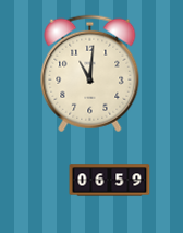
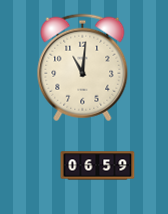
clock at (110, 181) position: (110, 181) -> (98, 166)
